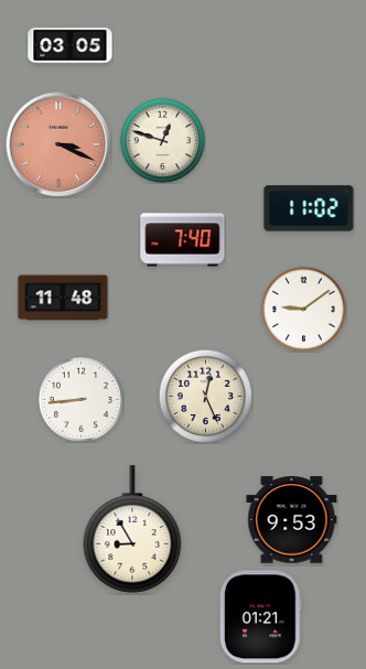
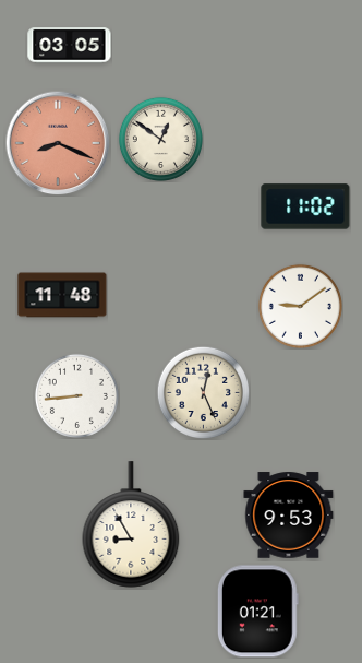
clock at (162, 140): 12:48 -> 12:51
clock at (58, 144): 3:19 -> 8:19
clock at (183, 240): 7:40 -> none
clock at (80, 399) position: (80, 399) -> (76, 395)
